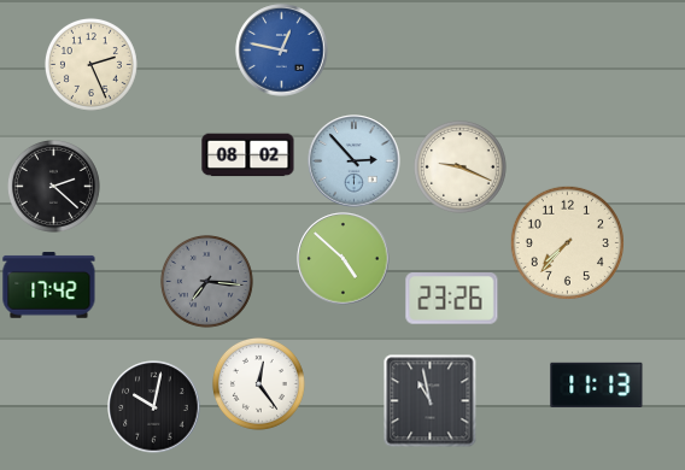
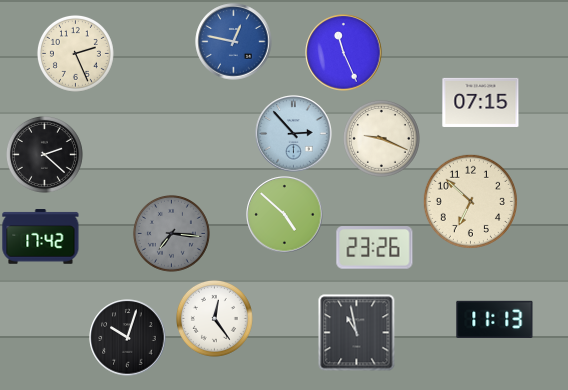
clock at (344, 53): none -> 11:26
clock at (481, 102): none -> 07:15
clock at (248, 155): 08:02 -> none
clock at (567, 242): 7:37 -> 6:52
clock at (154, 407): 10:02 -> 10:03
